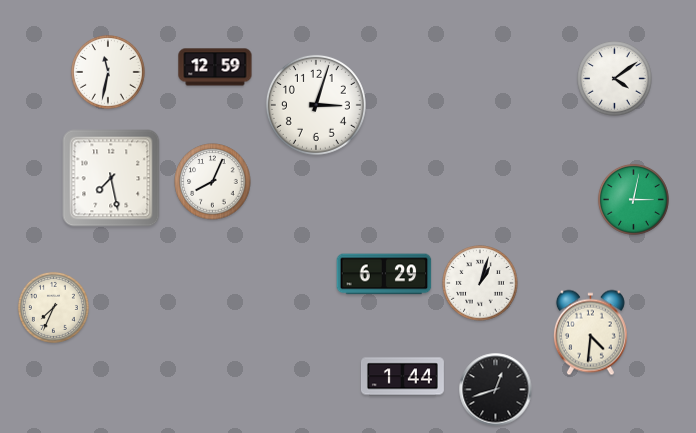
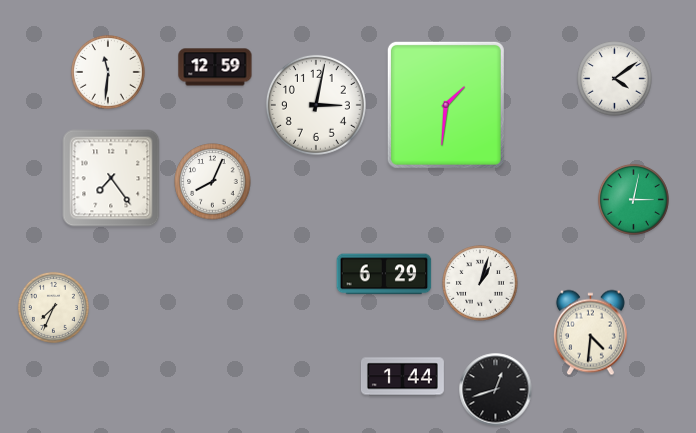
clock at (108, 72): 11:32 -> 11:31
clock at (316, 105): 3:03 -> 3:02
clock at (446, 105): none -> 1:31
clock at (111, 178): 7:28 -> 7:24
